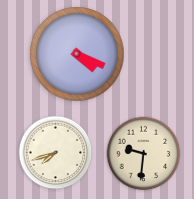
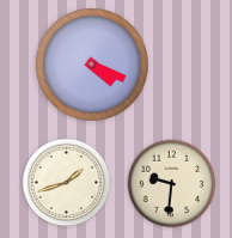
clock at (56, 153): 7:42 -> 1:42
